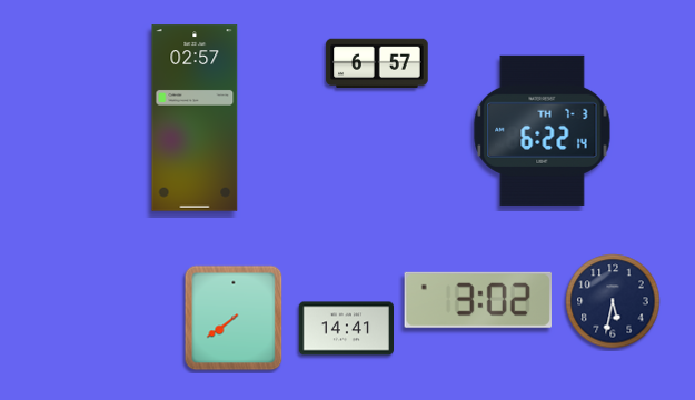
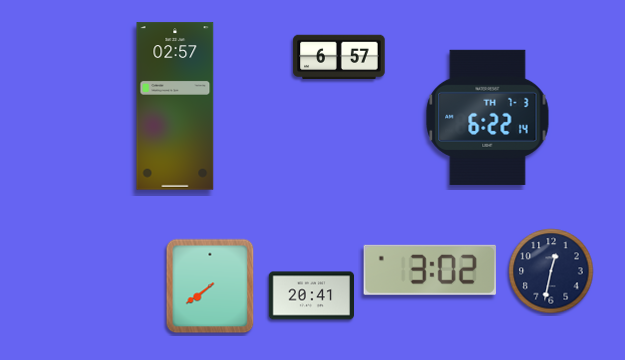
clock at (613, 301): 5:32 -> 12:32
clock at (346, 329): 14:41 -> 20:41
